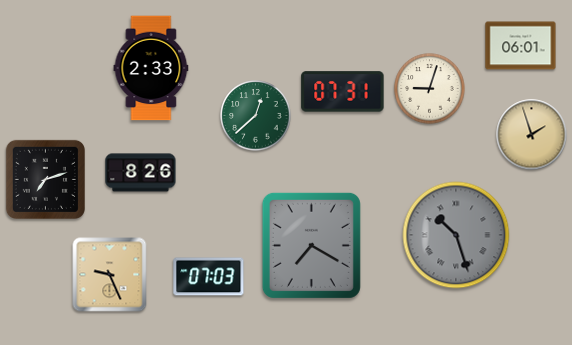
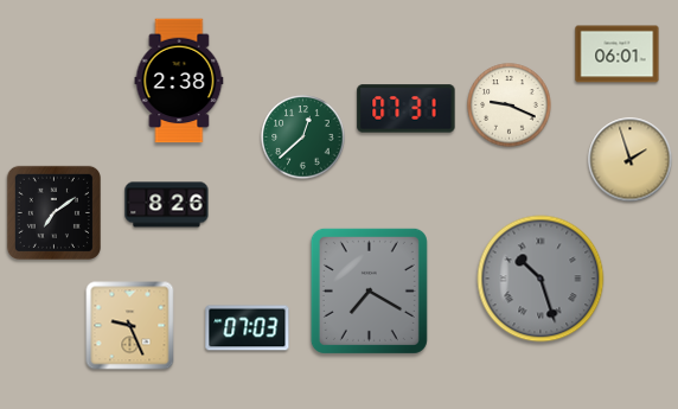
clock at (151, 68): 2:33 -> 2:38
clock at (430, 89): 9:03 -> 9:19
clock at (45, 179): 7:12 -> 7:09
